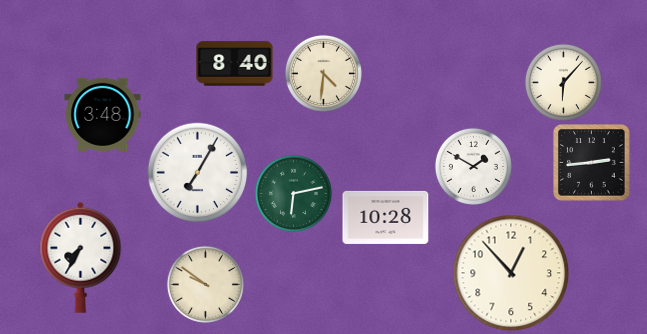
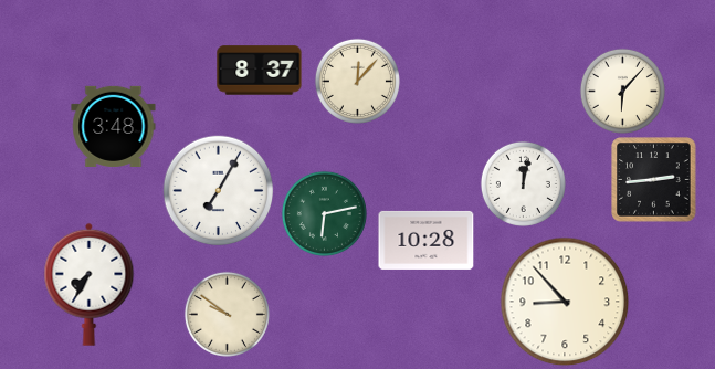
clock at (235, 64): 8:40 -> 8:37
clock at (323, 73): 4:31 -> 12:07
clock at (473, 166): 1:50 -> 12:02
clock at (511, 273): 12:53 -> 8:53
